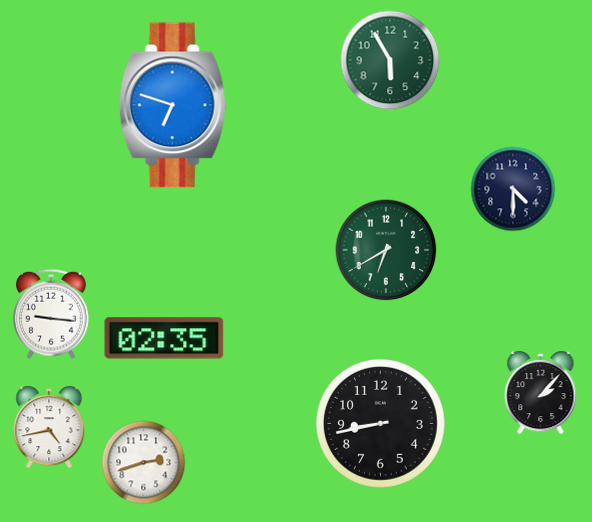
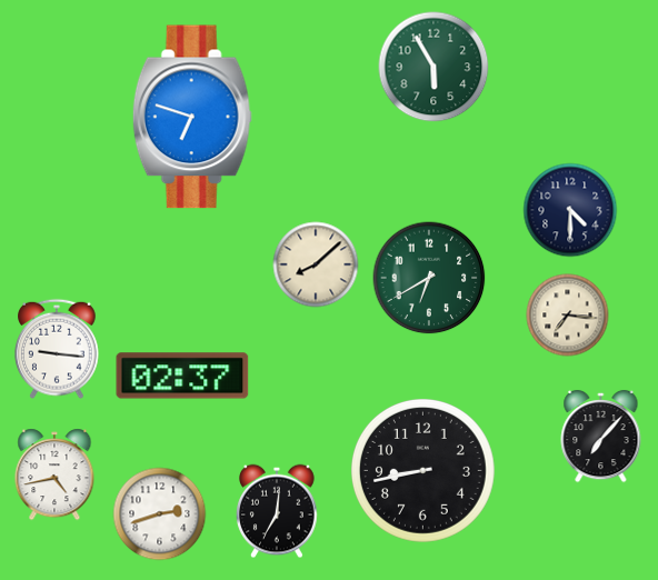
clock at (316, 264): none -> 8:08
clock at (568, 316): none -> 7:16
clock at (164, 338): 02:35 -> 02:37
clock at (541, 393): 2:07 -> 7:07
clock at (277, 511): none -> 7:01
